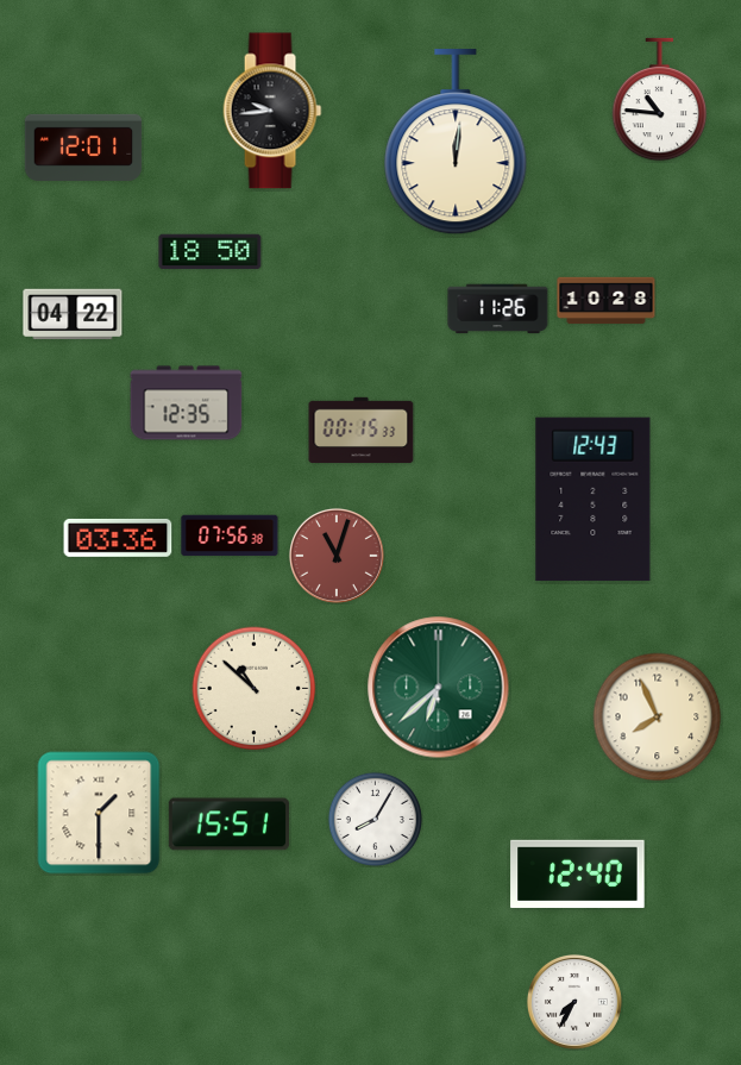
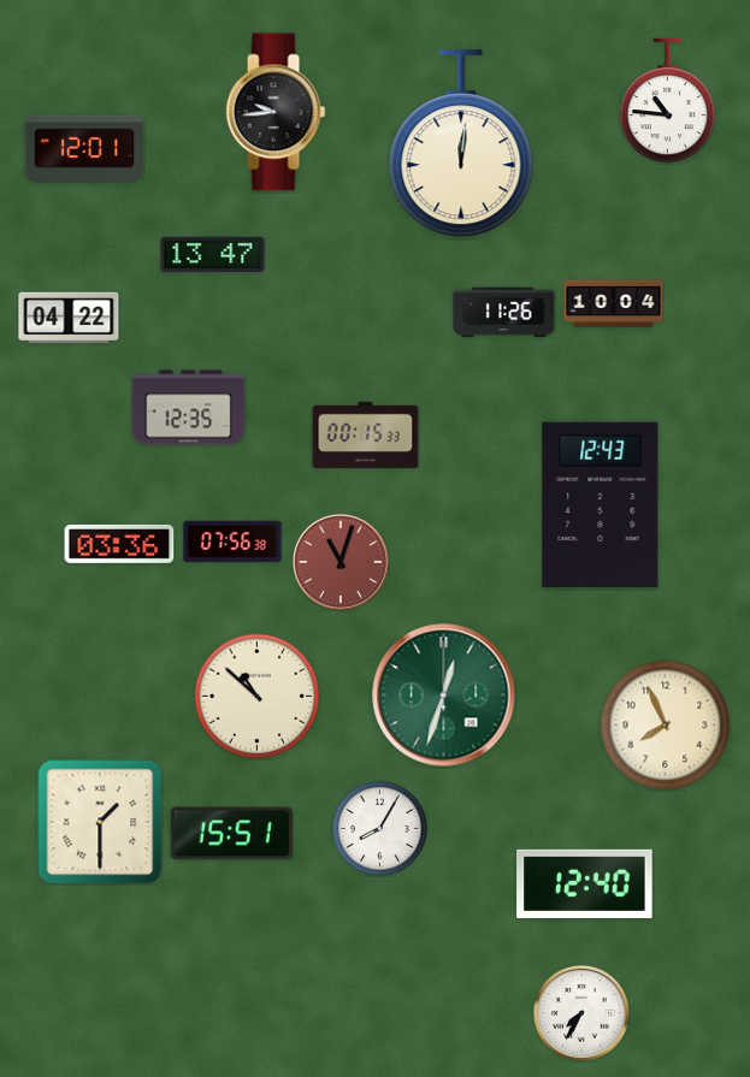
clock at (211, 252): 18:50 -> 13:47
clock at (607, 301): 10:28 -> 10:04
clock at (73, 314) position: (73, 314) -> (69, 318)
clock at (439, 688): 6:38 -> 12:33
